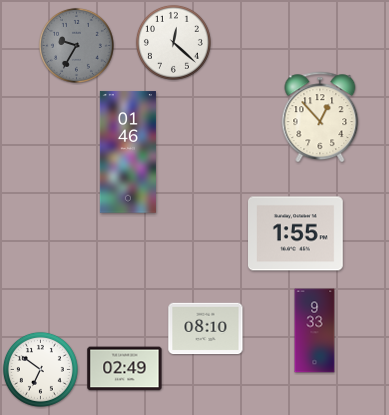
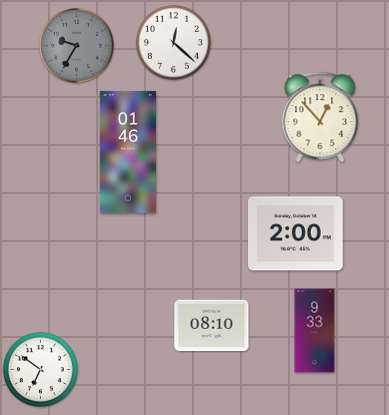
clock at (296, 234): 1:55 -> 2:00
clock at (206, 329) position: (206, 329) -> (212, 326)
clock at (125, 369): 02:49 -> none
